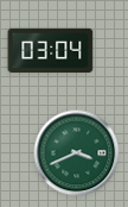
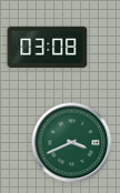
clock at (51, 50): 03:04 -> 03:08
